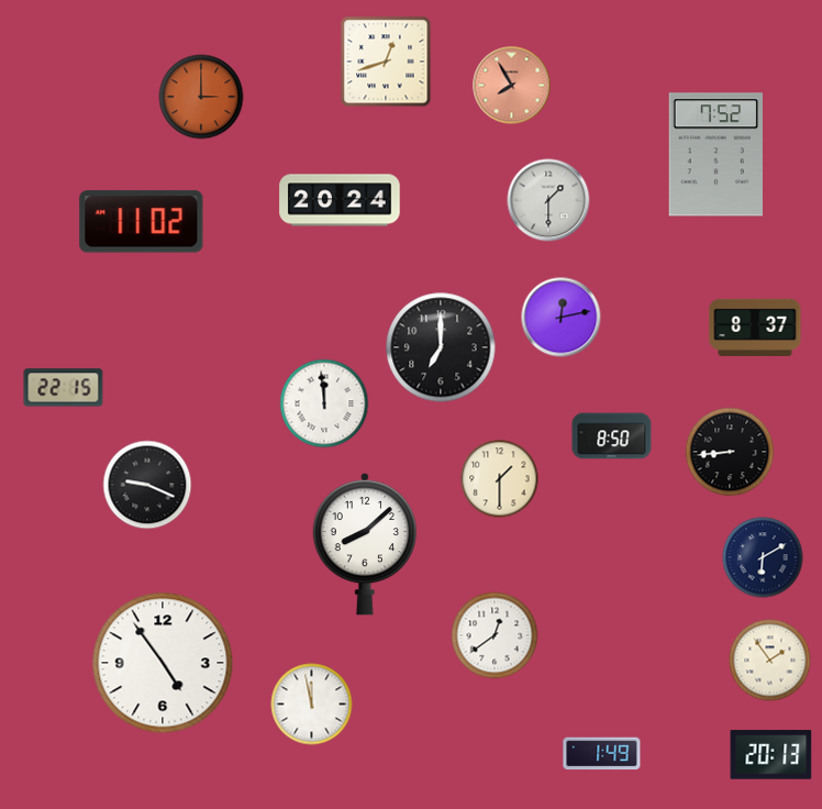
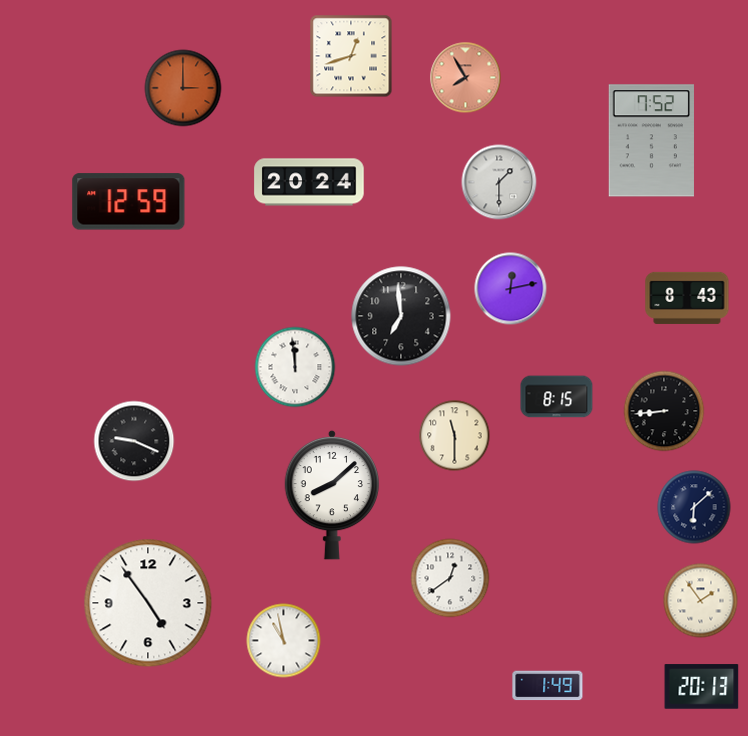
clock at (142, 222): 11:02 -> 12:59
clock at (755, 328): 8:37 -> 8:43
clock at (441, 347): 7:00 -> 6:59
clock at (64, 388): 22:15 -> none
clock at (612, 436): 8:50 -> 8:15
clock at (500, 479): 1:30 -> 11:30
clock at (763, 557): 6:10 -> 6:08
clock at (312, 705): 11:58 -> 10:58
